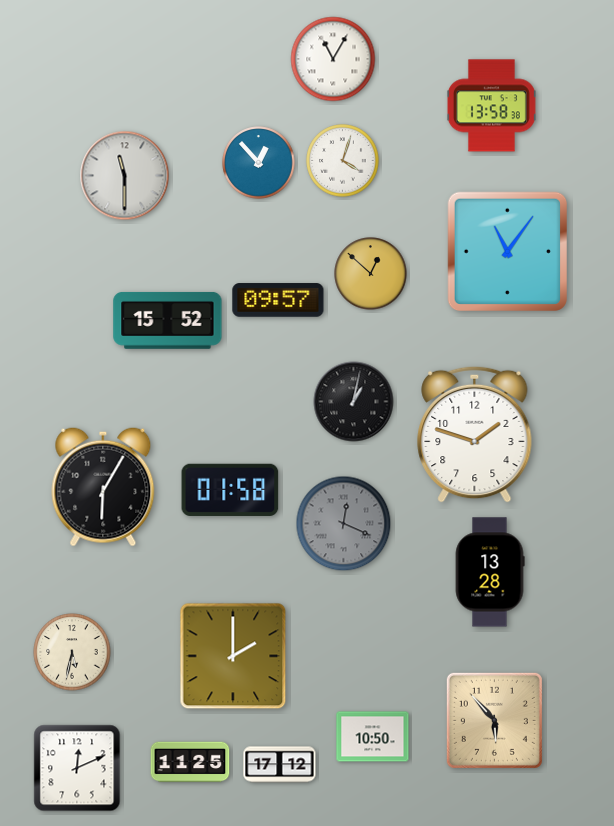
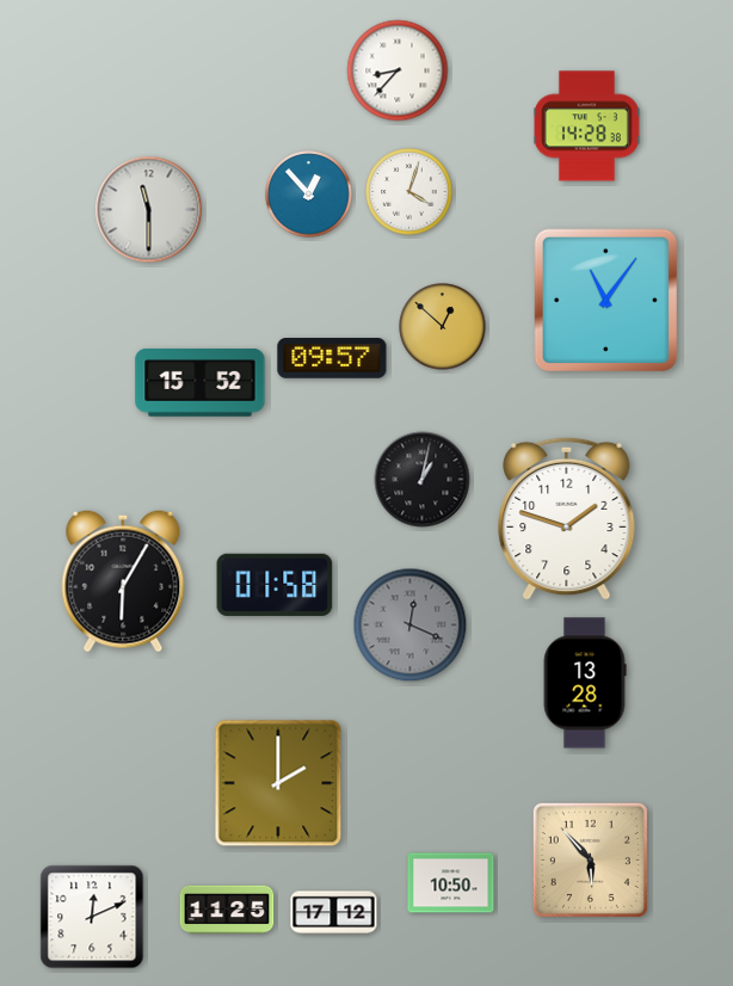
clock at (333, 59): 11:05 -> 8:37
clock at (491, 106): 13:58 -> 14:28
clock at (72, 652): 5:32 -> none
clock at (373, 737) position: (373, 737) -> (451, 883)
